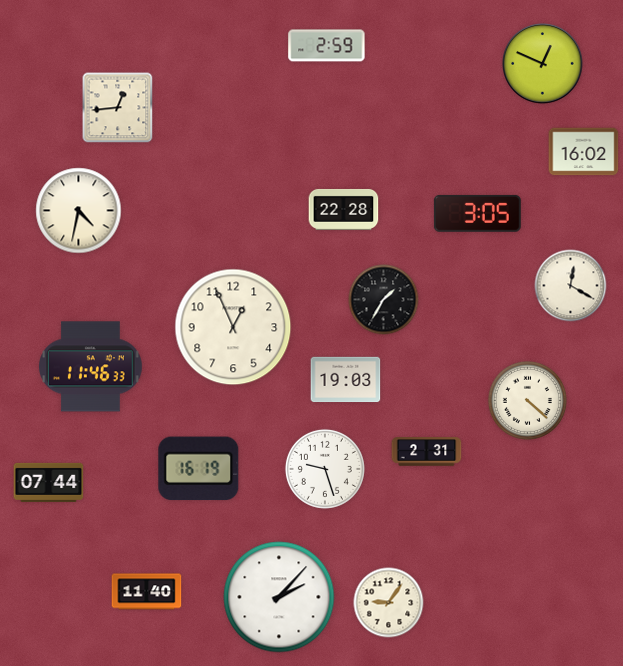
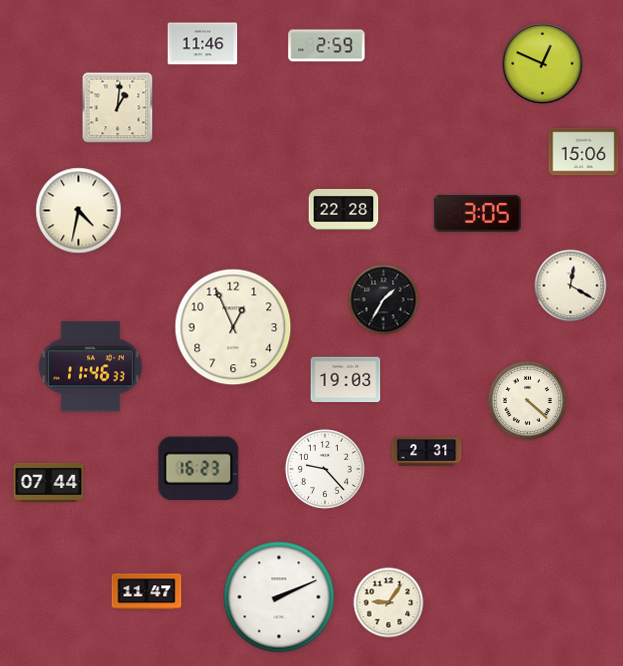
clock at (203, 44): none -> 11:46
clock at (118, 108): 12:44 -> 1:01
clock at (584, 152): 16:02 -> 15:06
clock at (199, 469): 16:19 -> 16:23
clock at (325, 469): 9:27 -> 9:23
clock at (147, 592): 11:40 -> 11:47
clock at (279, 597): 2:07 -> 2:11
